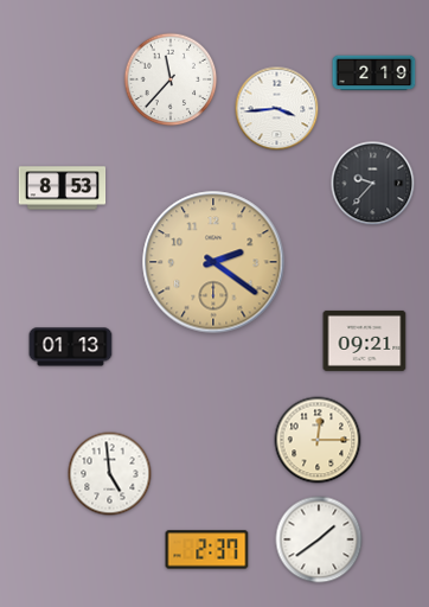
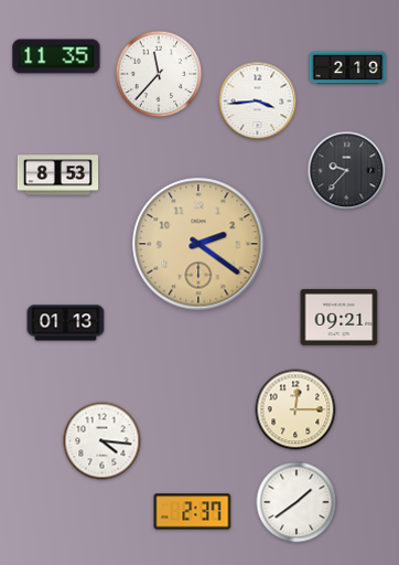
clock at (56, 56): none -> 11:35
clock at (110, 474): 4:59 -> 4:16
